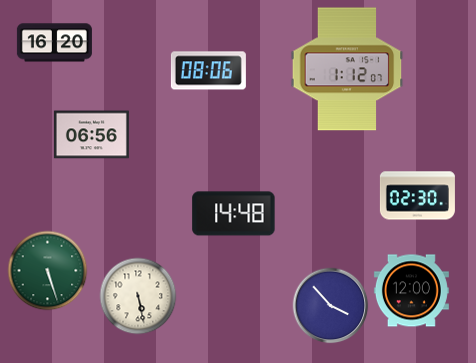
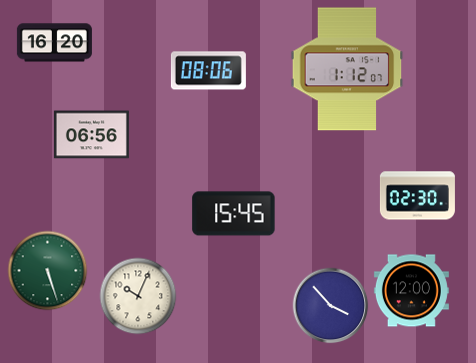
clock at (234, 214): 14:48 -> 15:45
clock at (138, 296): 5:28 -> 10:04
